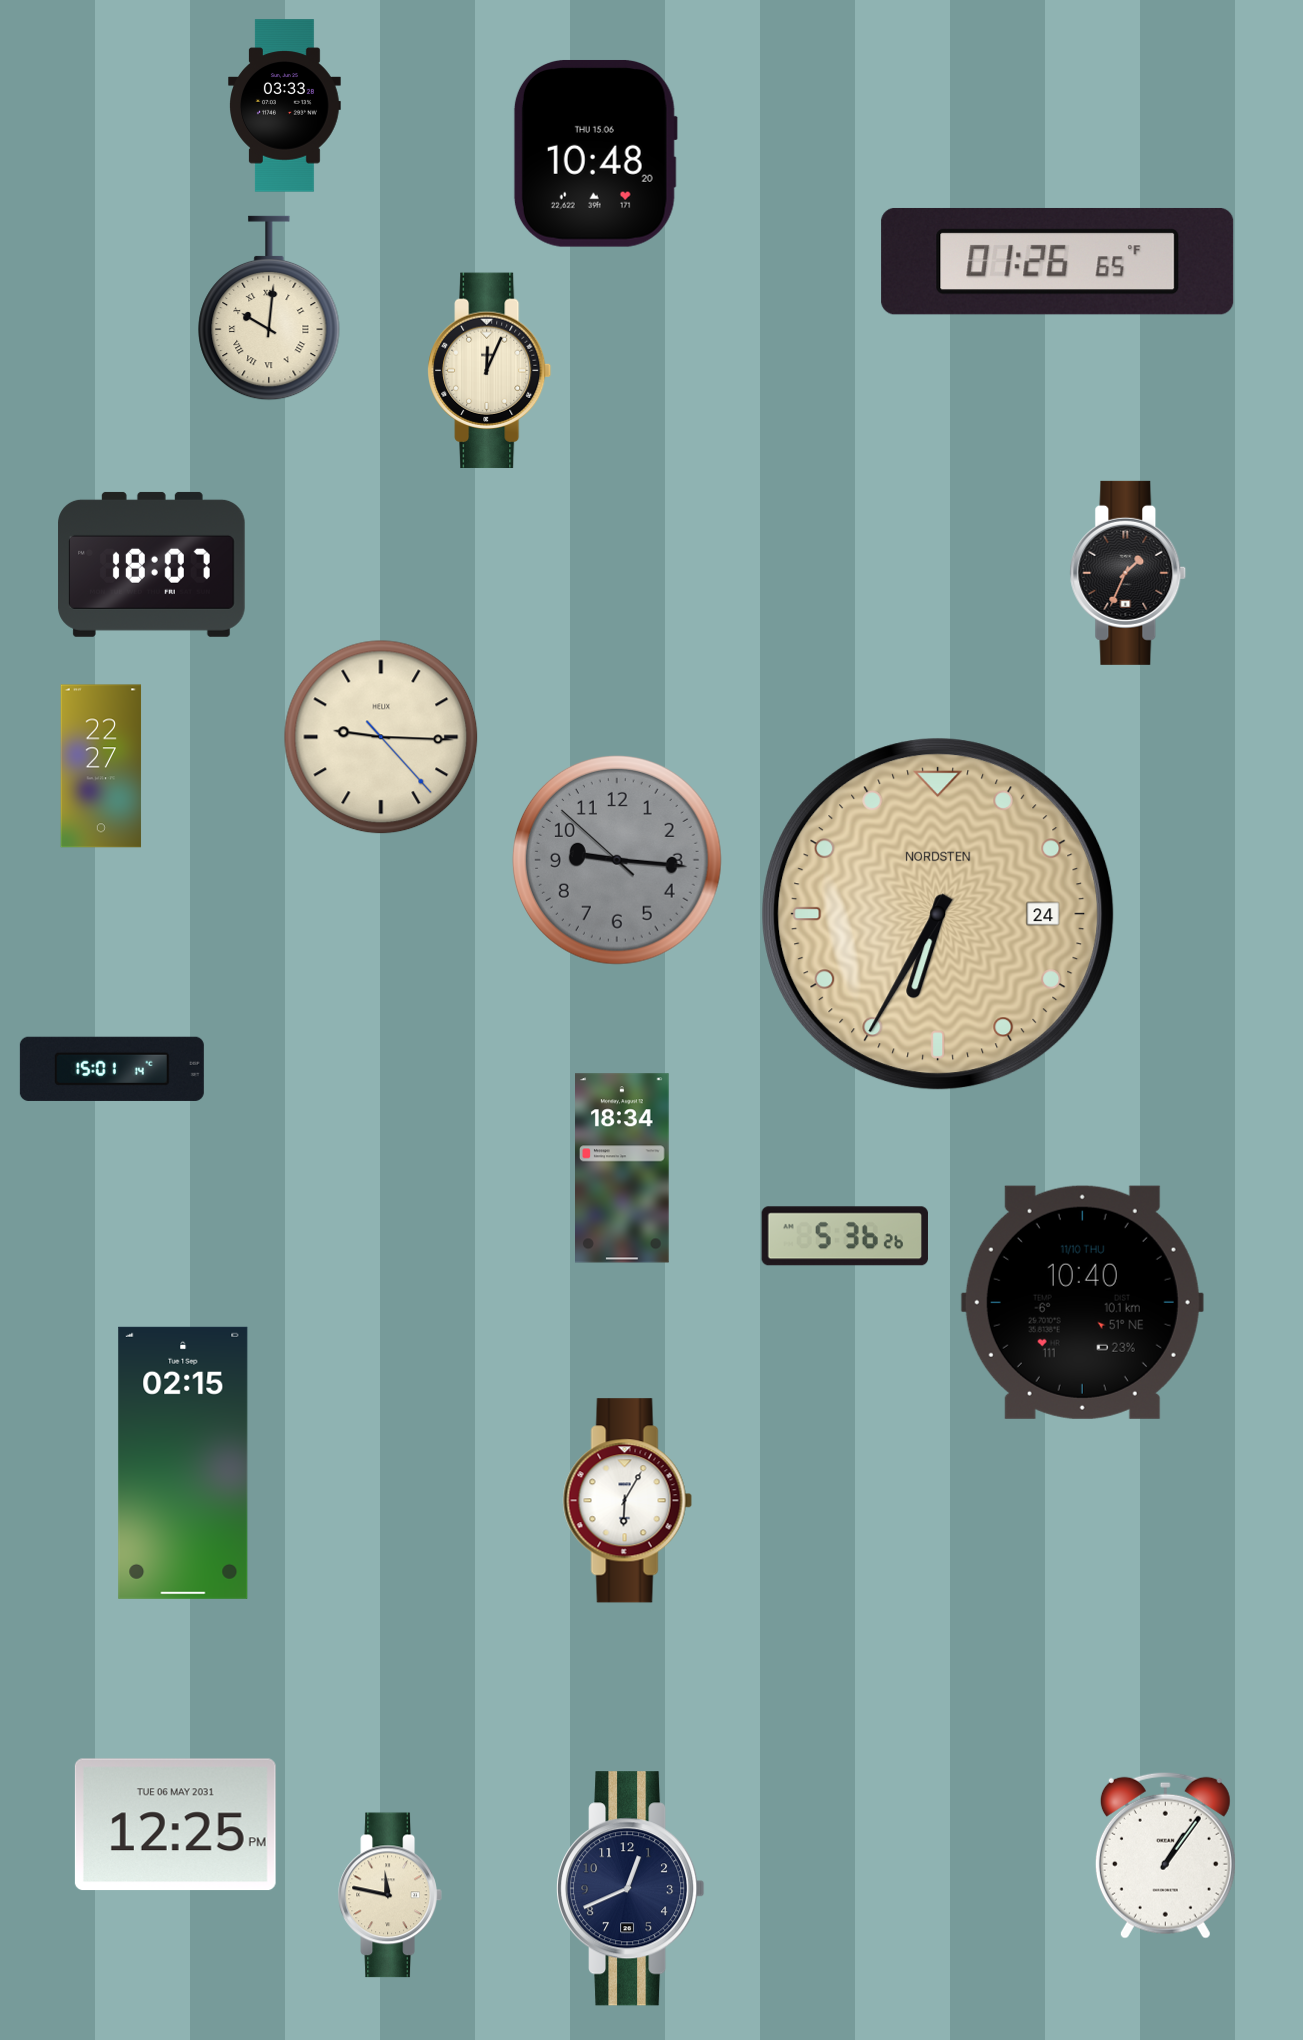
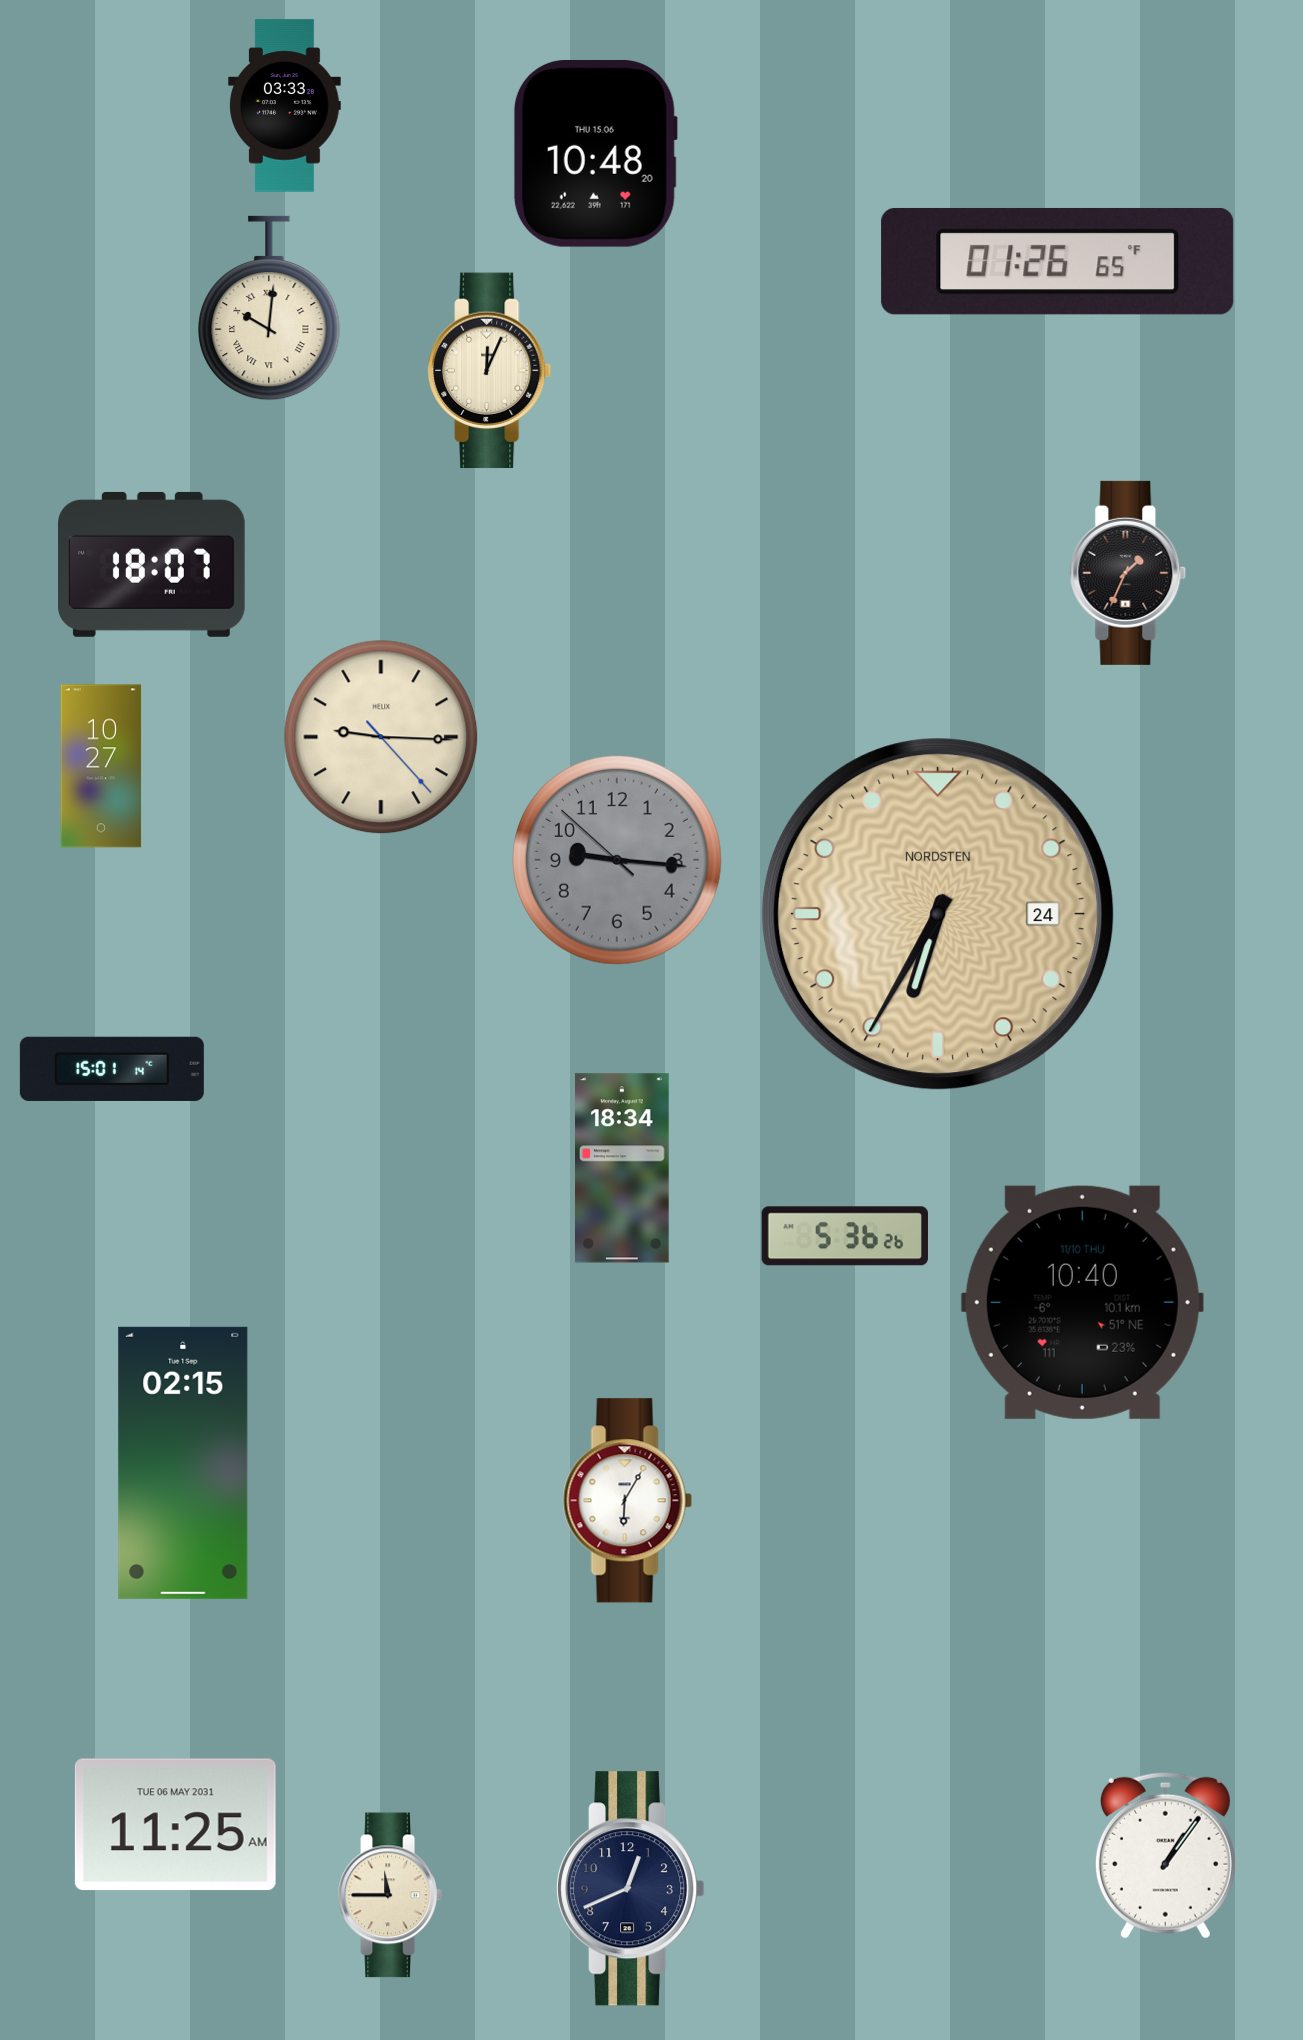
clock at (101, 766): 22:27 -> 10:27
clock at (175, 1825): 12:25 -> 11:25
clock at (390, 1895): 11:47 -> 11:45
